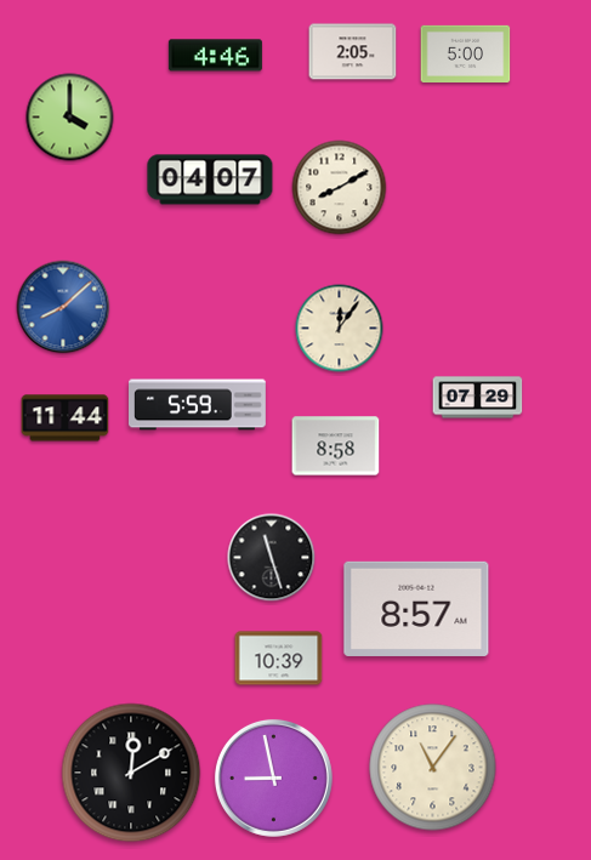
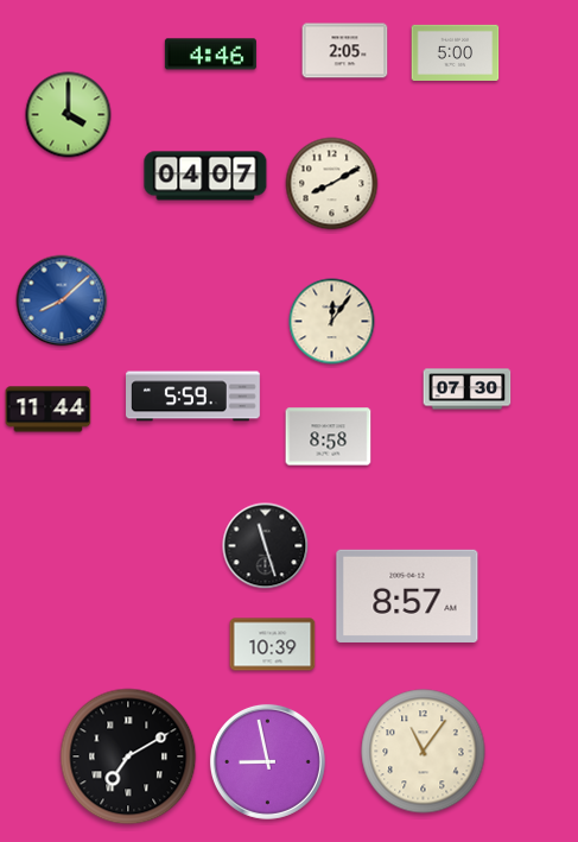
clock at (478, 398): 07:29 -> 07:30
clock at (66, 418) position: (66, 418) -> (49, 410)
clock at (131, 773): 12:10 -> 7:10
